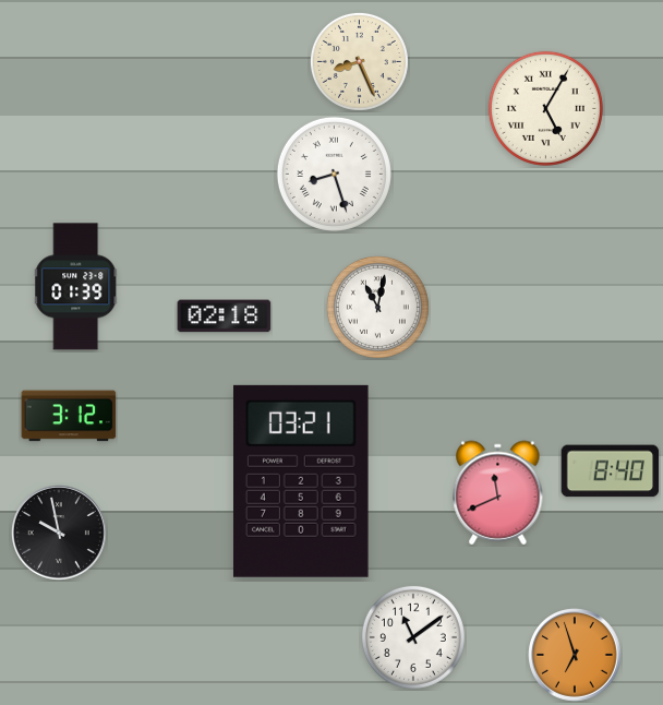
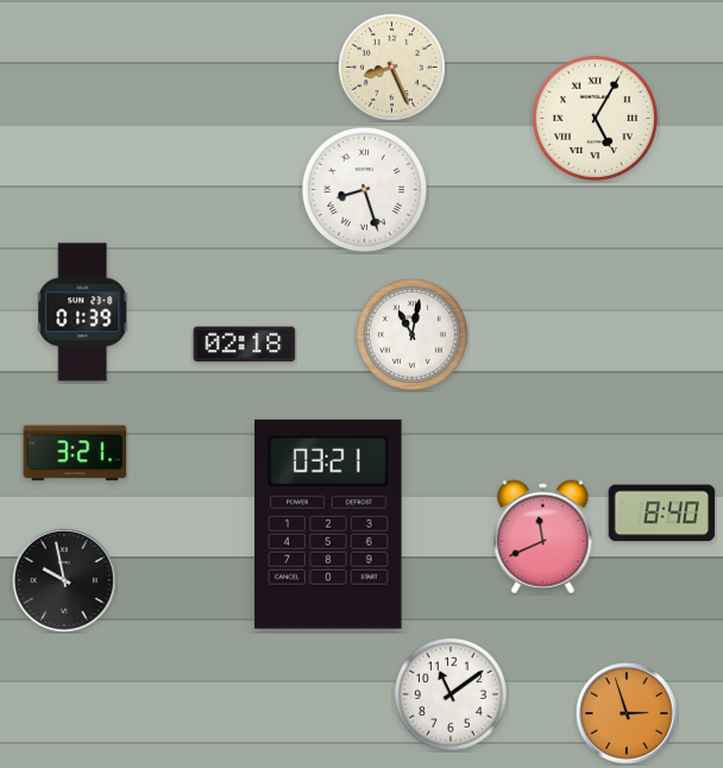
clock at (69, 416): 3:12 -> 3:21
clock at (611, 471) position: (611, 471) -> (662, 514)
clock at (575, 655): 6:57 -> 2:57
